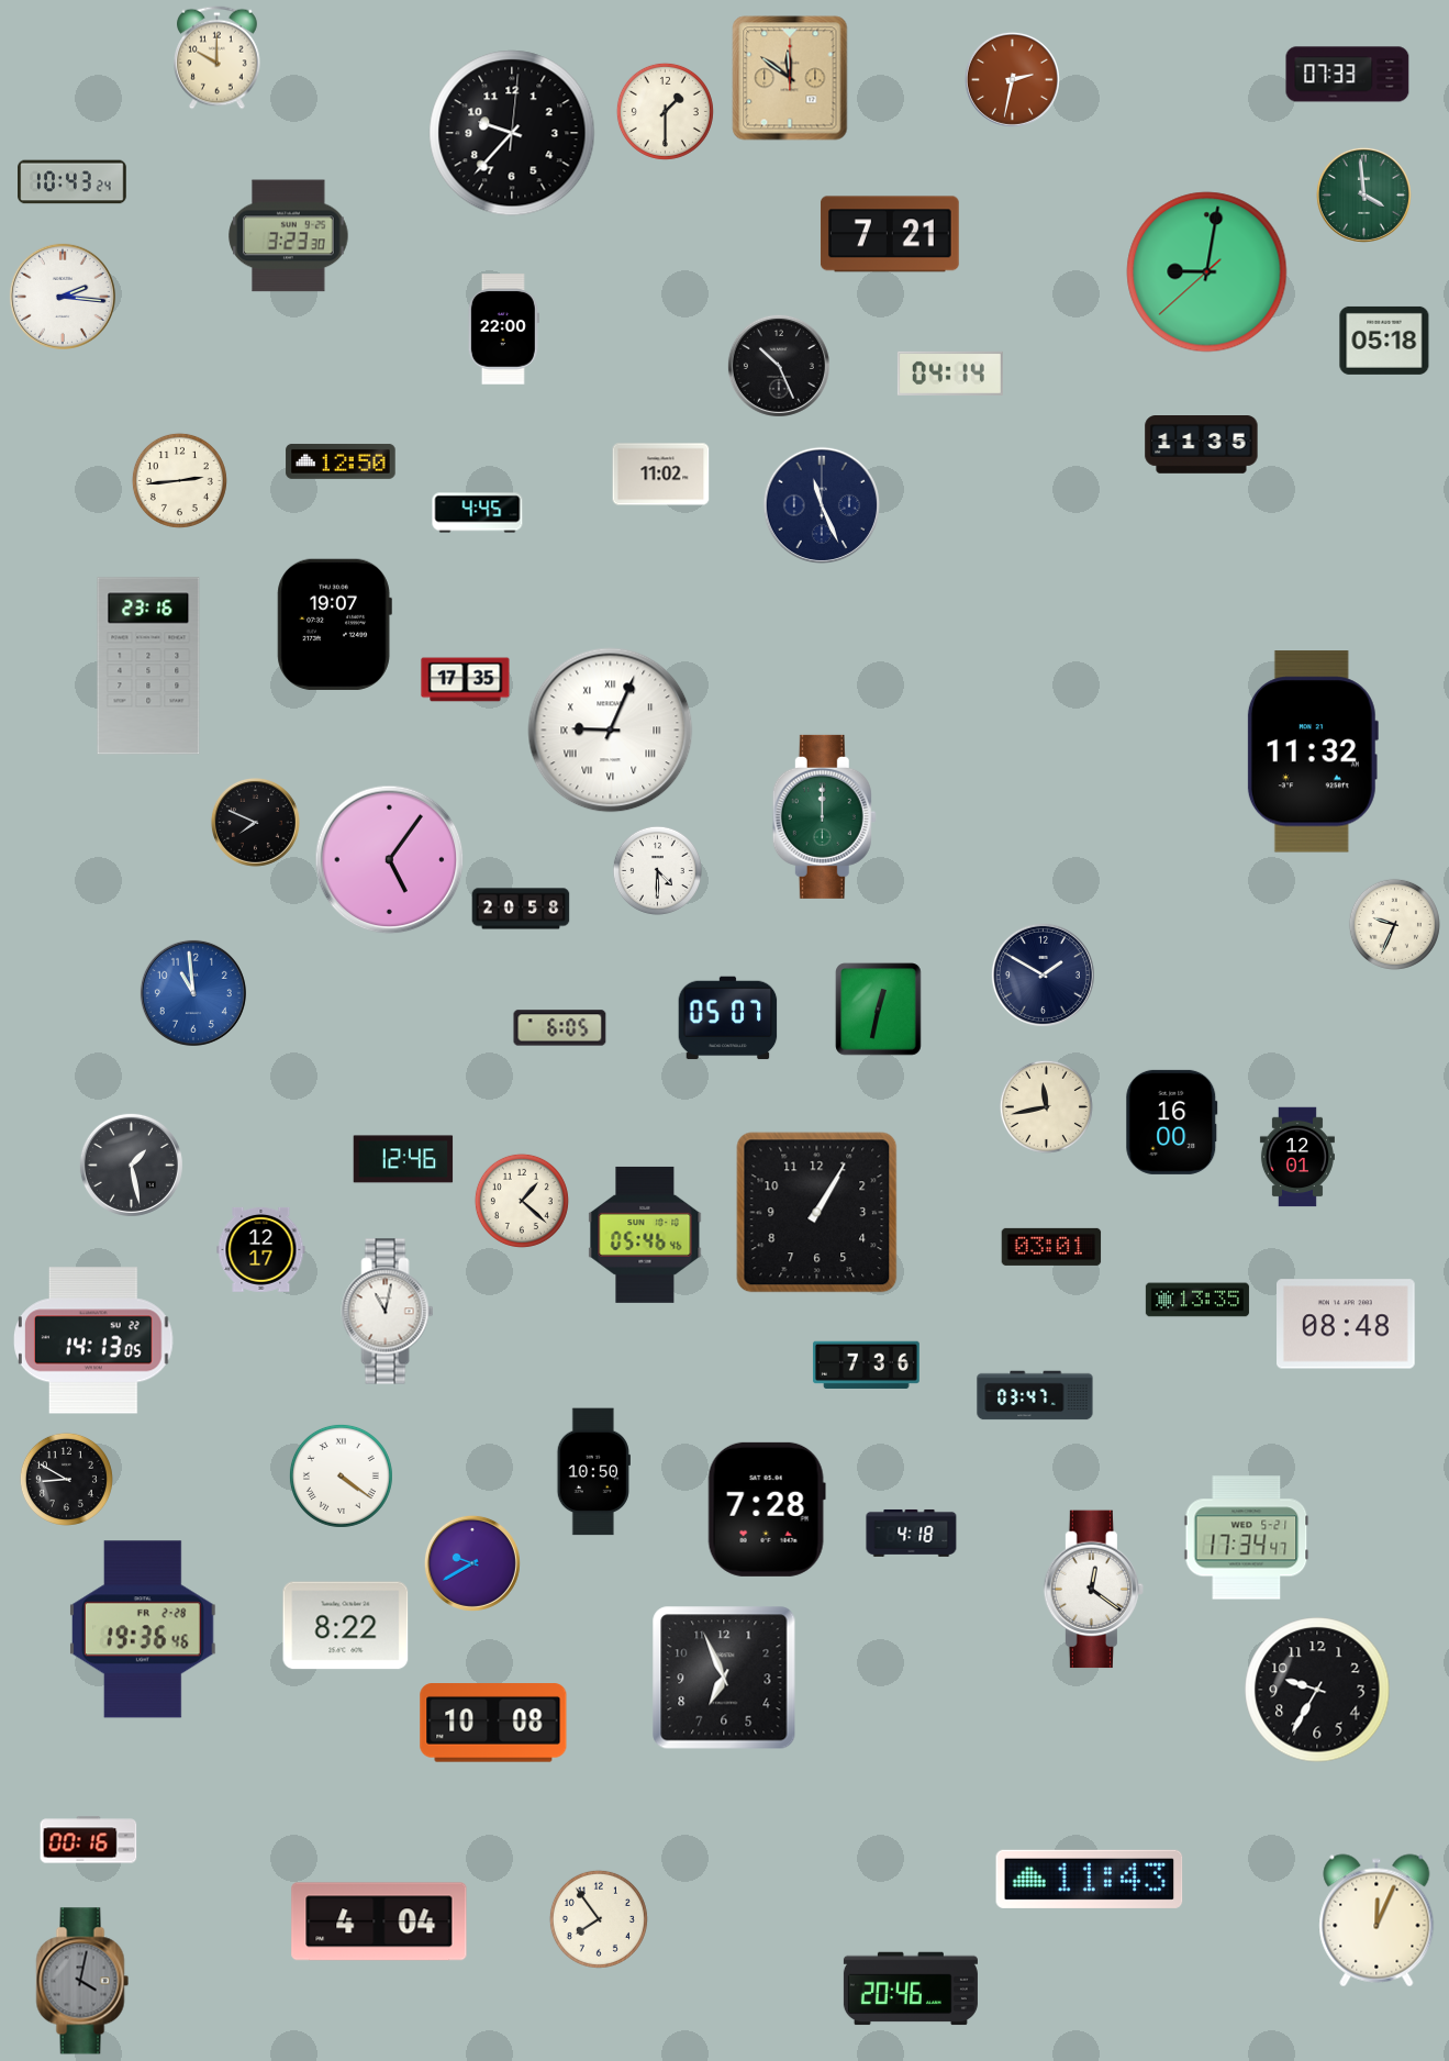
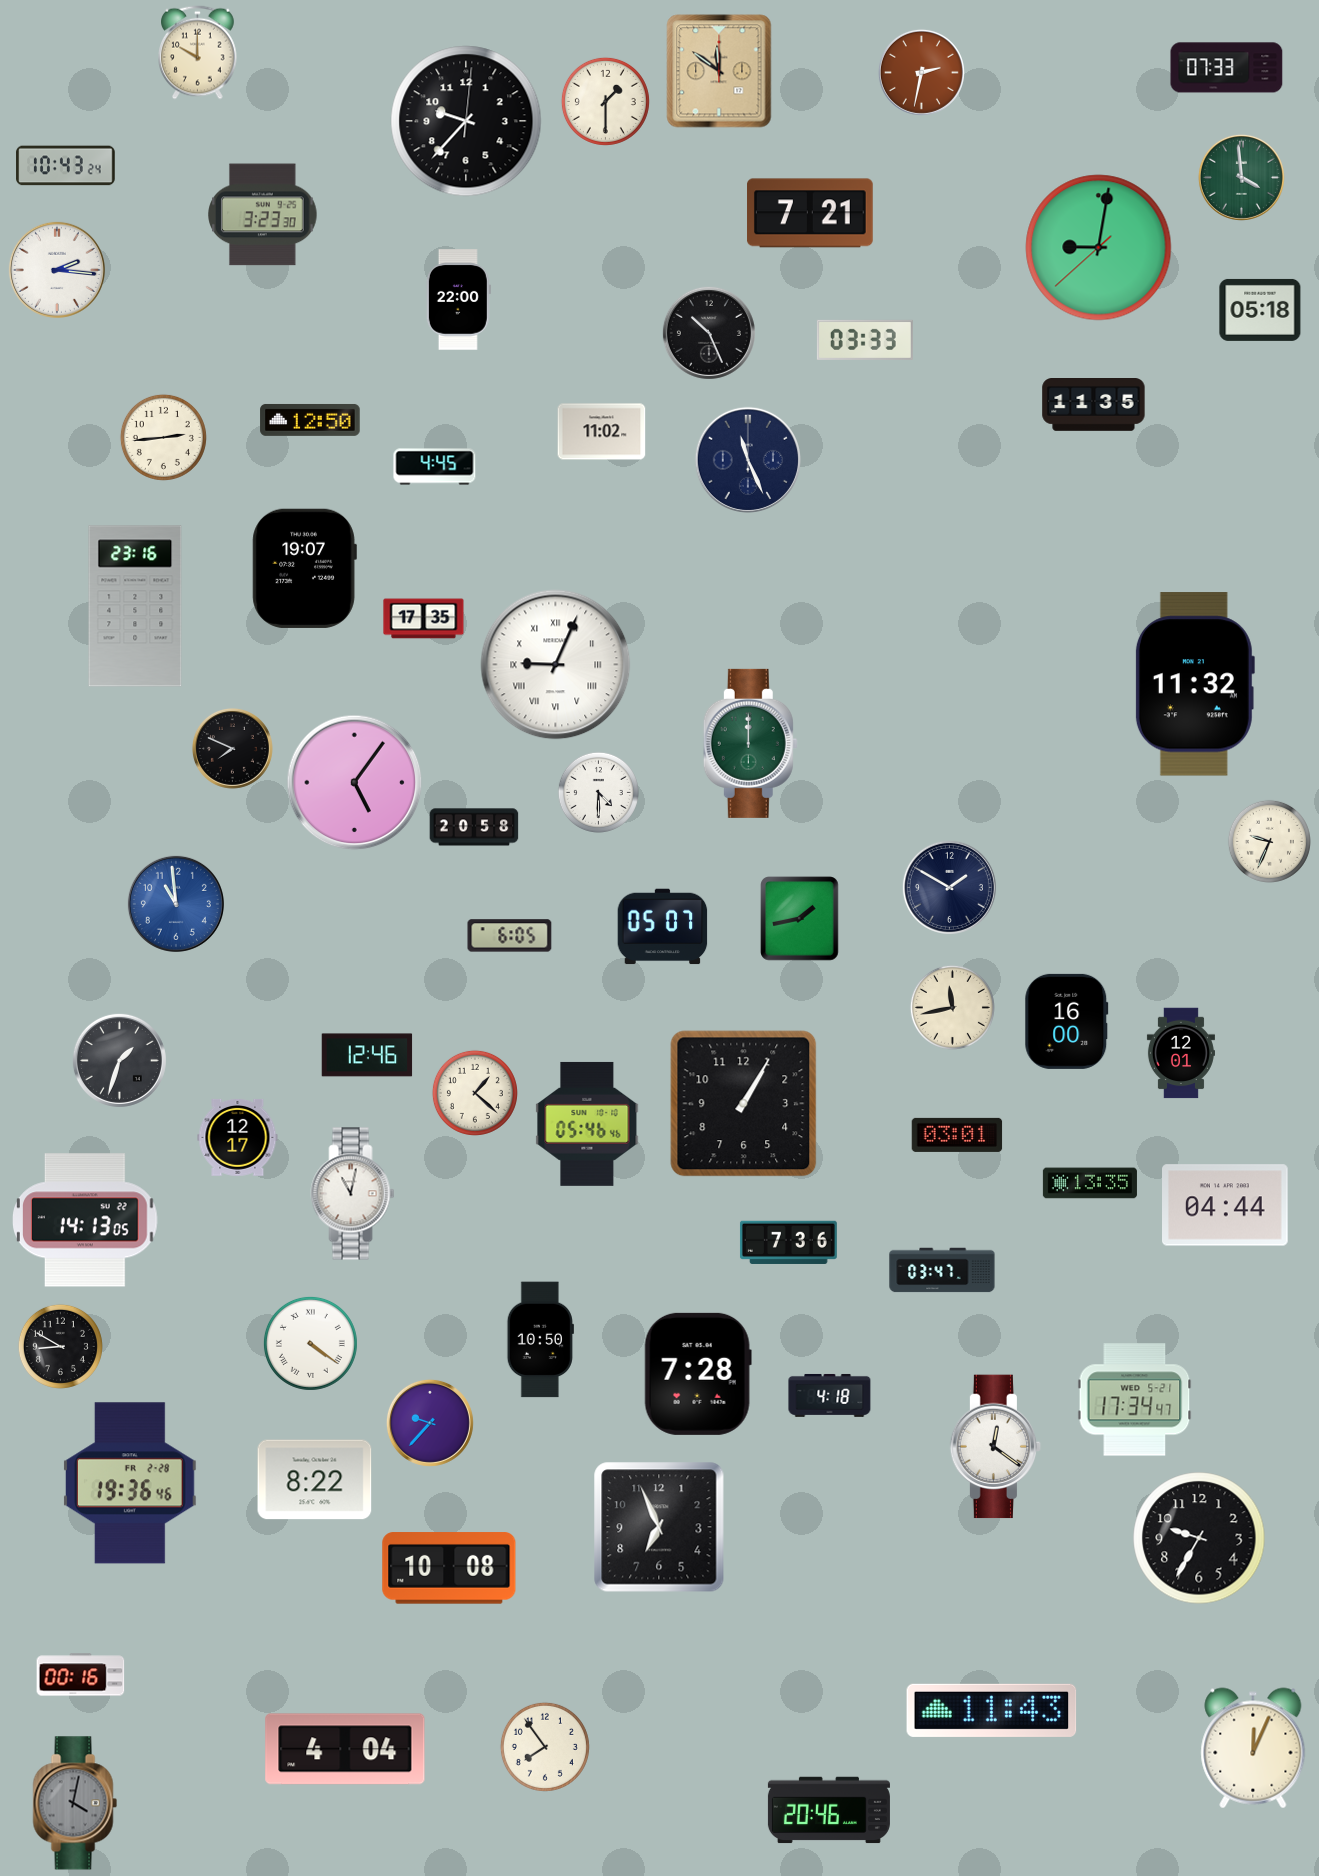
clock at (950, 374): 04:14 -> 03:33
clock at (879, 1010): 12:32 -> 1:43
clock at (131, 1165): 1:28 -> 1:33
clock at (1347, 1324): 08:48 -> 04:44
clock at (472, 1563): 9:40 -> 9:37
